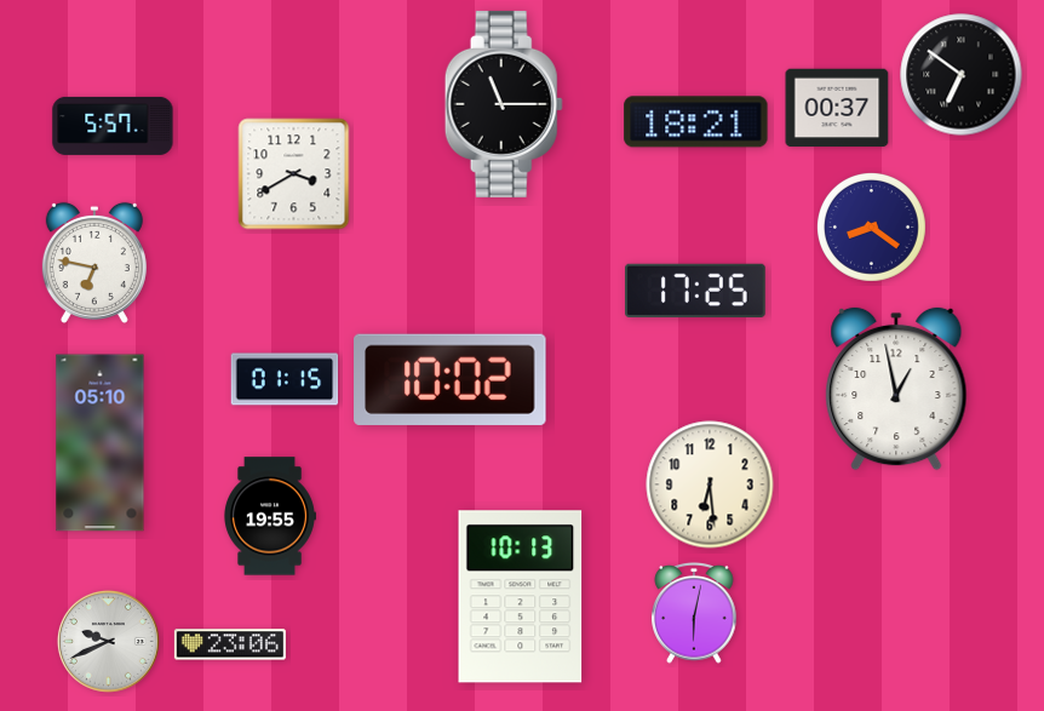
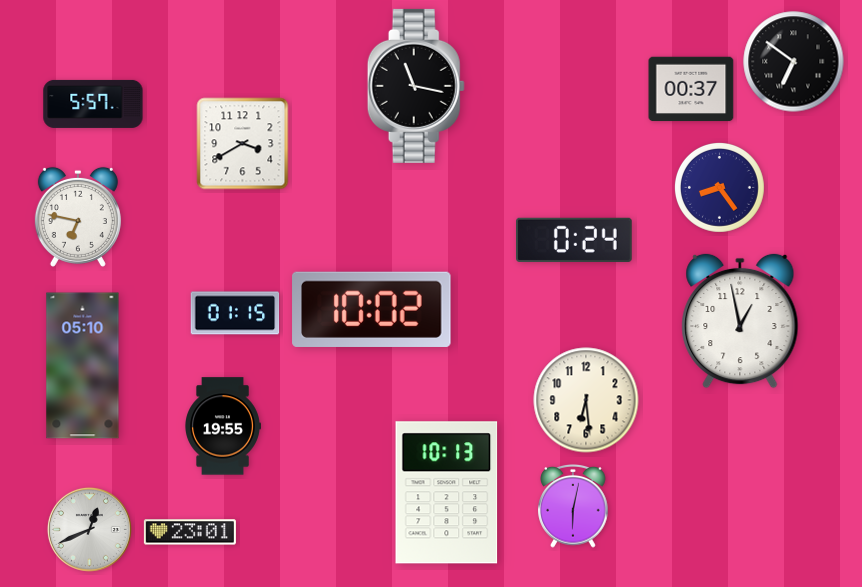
clock at (504, 104): 11:15 -> 11:17
clock at (696, 122): 18:21 -> none
clock at (871, 227): 8:21 -> 8:24
clock at (696, 291): 17:25 -> 0:24
clock at (451, 379) position: (451, 379) -> (372, 309)
clock at (521, 597) position: (521, 597) -> (447, 493)
clock at (108, 641): 9:41 -> 12:41
clock at (230, 644): 23:06 -> 23:01
